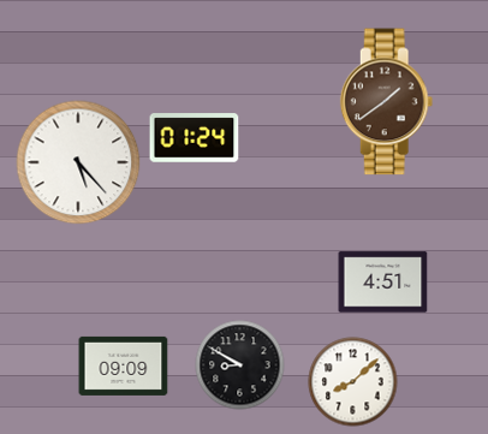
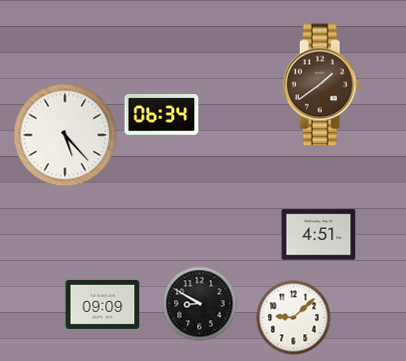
clock at (195, 138): 01:24 -> 06:34
clock at (353, 382): 8:08 -> 9:08
